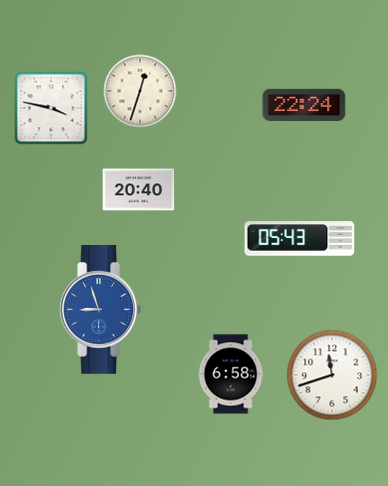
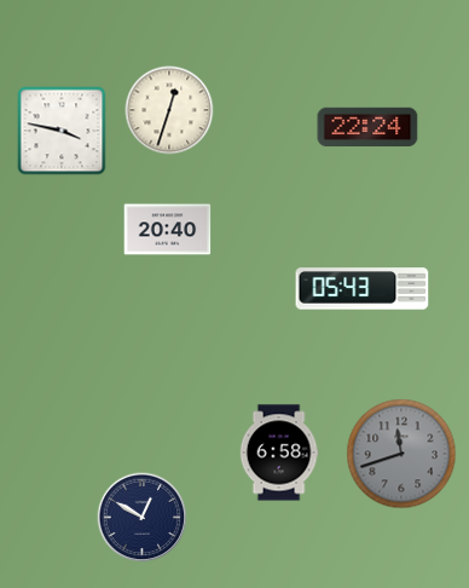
clock at (101, 309): 8:57 -> none
clock at (332, 375) dial: white -> grey
clock at (143, 518): none -> 12:50
